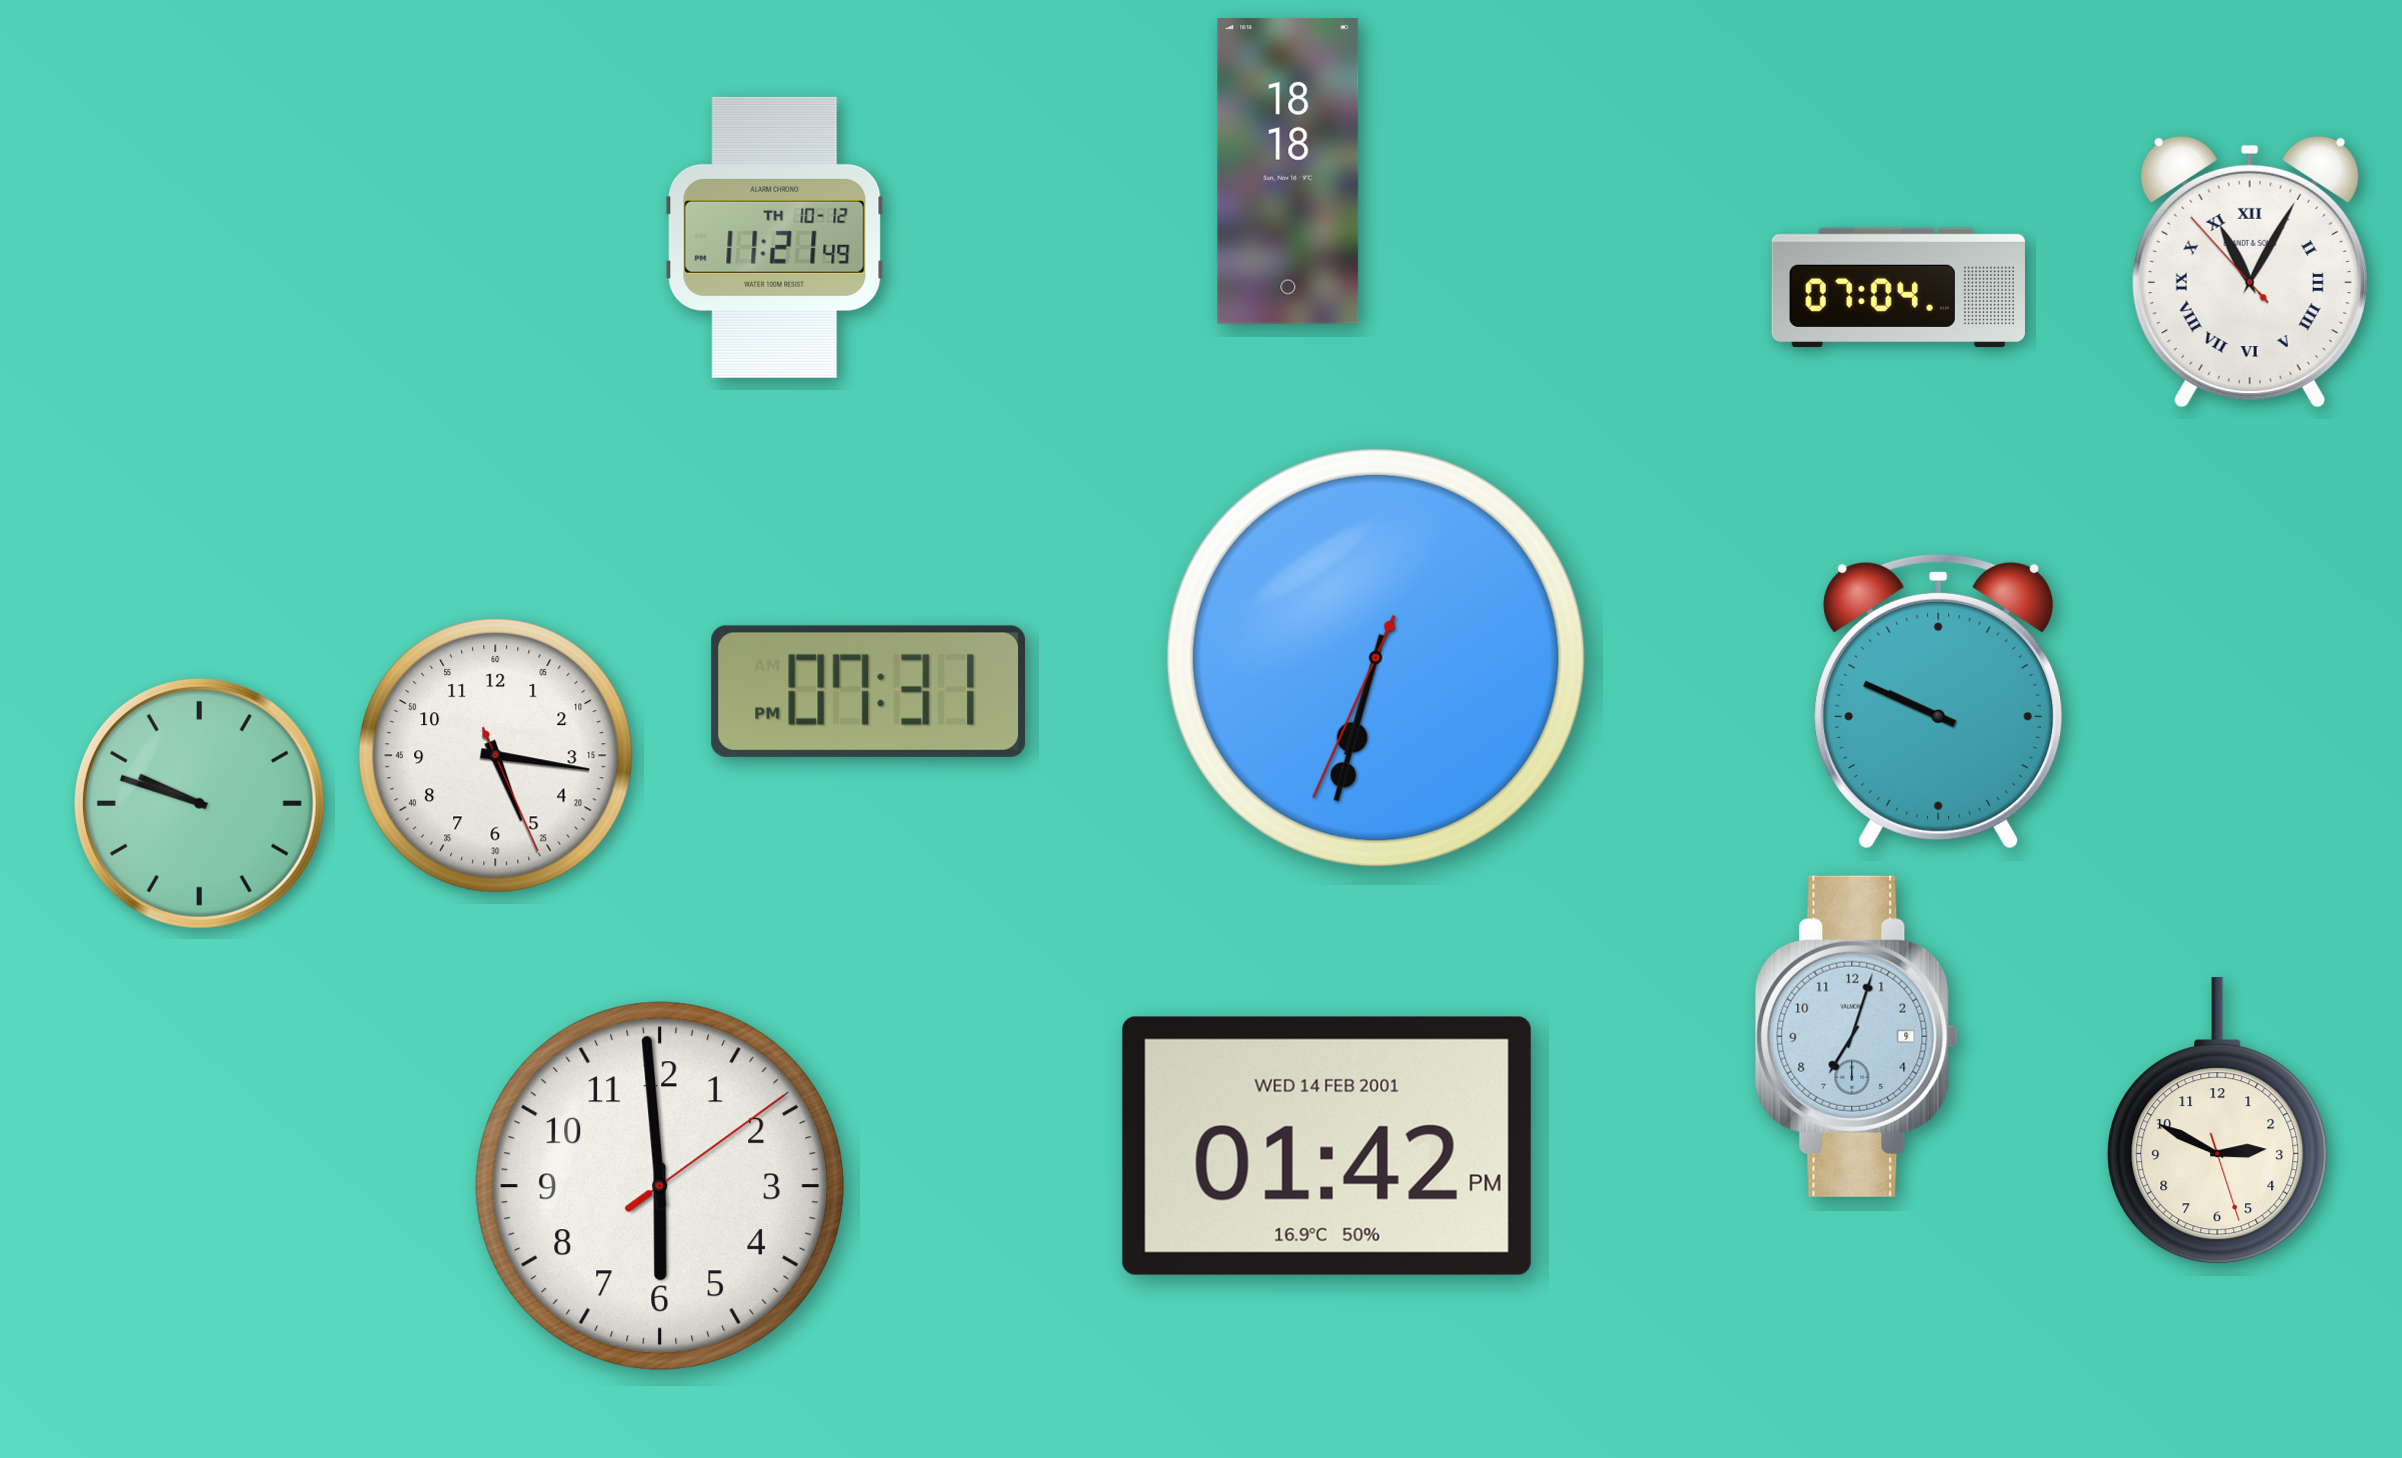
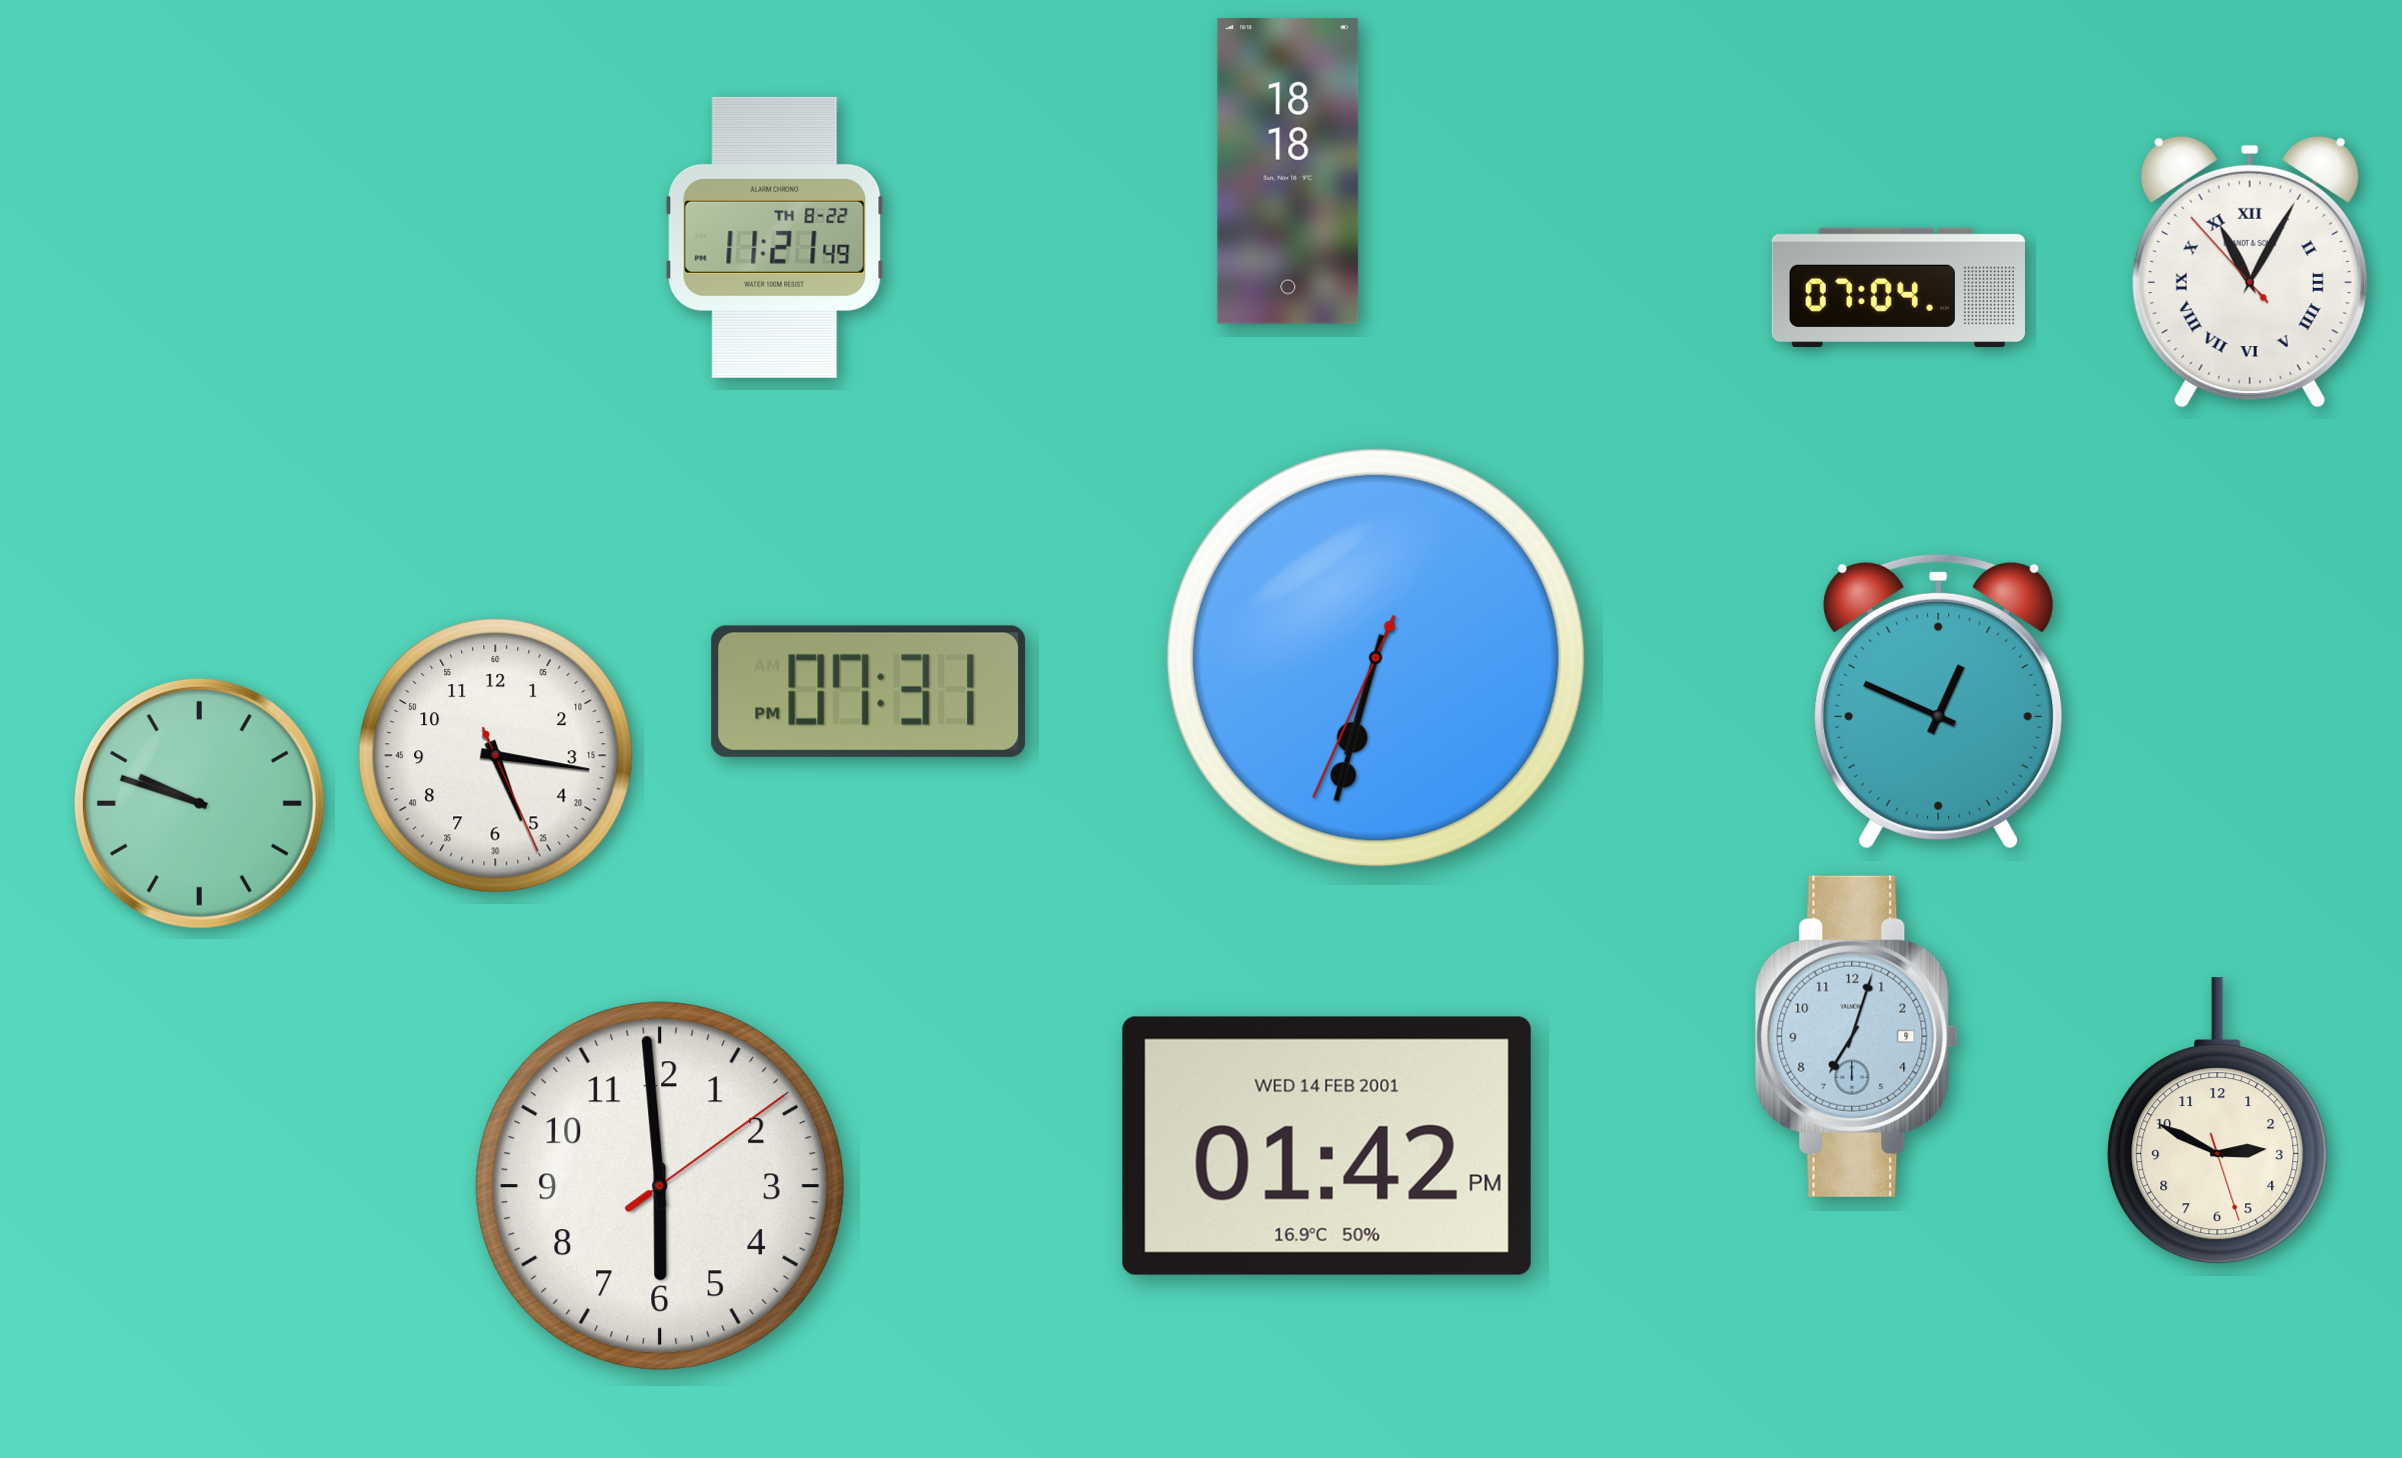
clock at (775, 237) date: TH 10-12 -> TH 8-22
clock at (1939, 701): 9:49 -> 12:49
